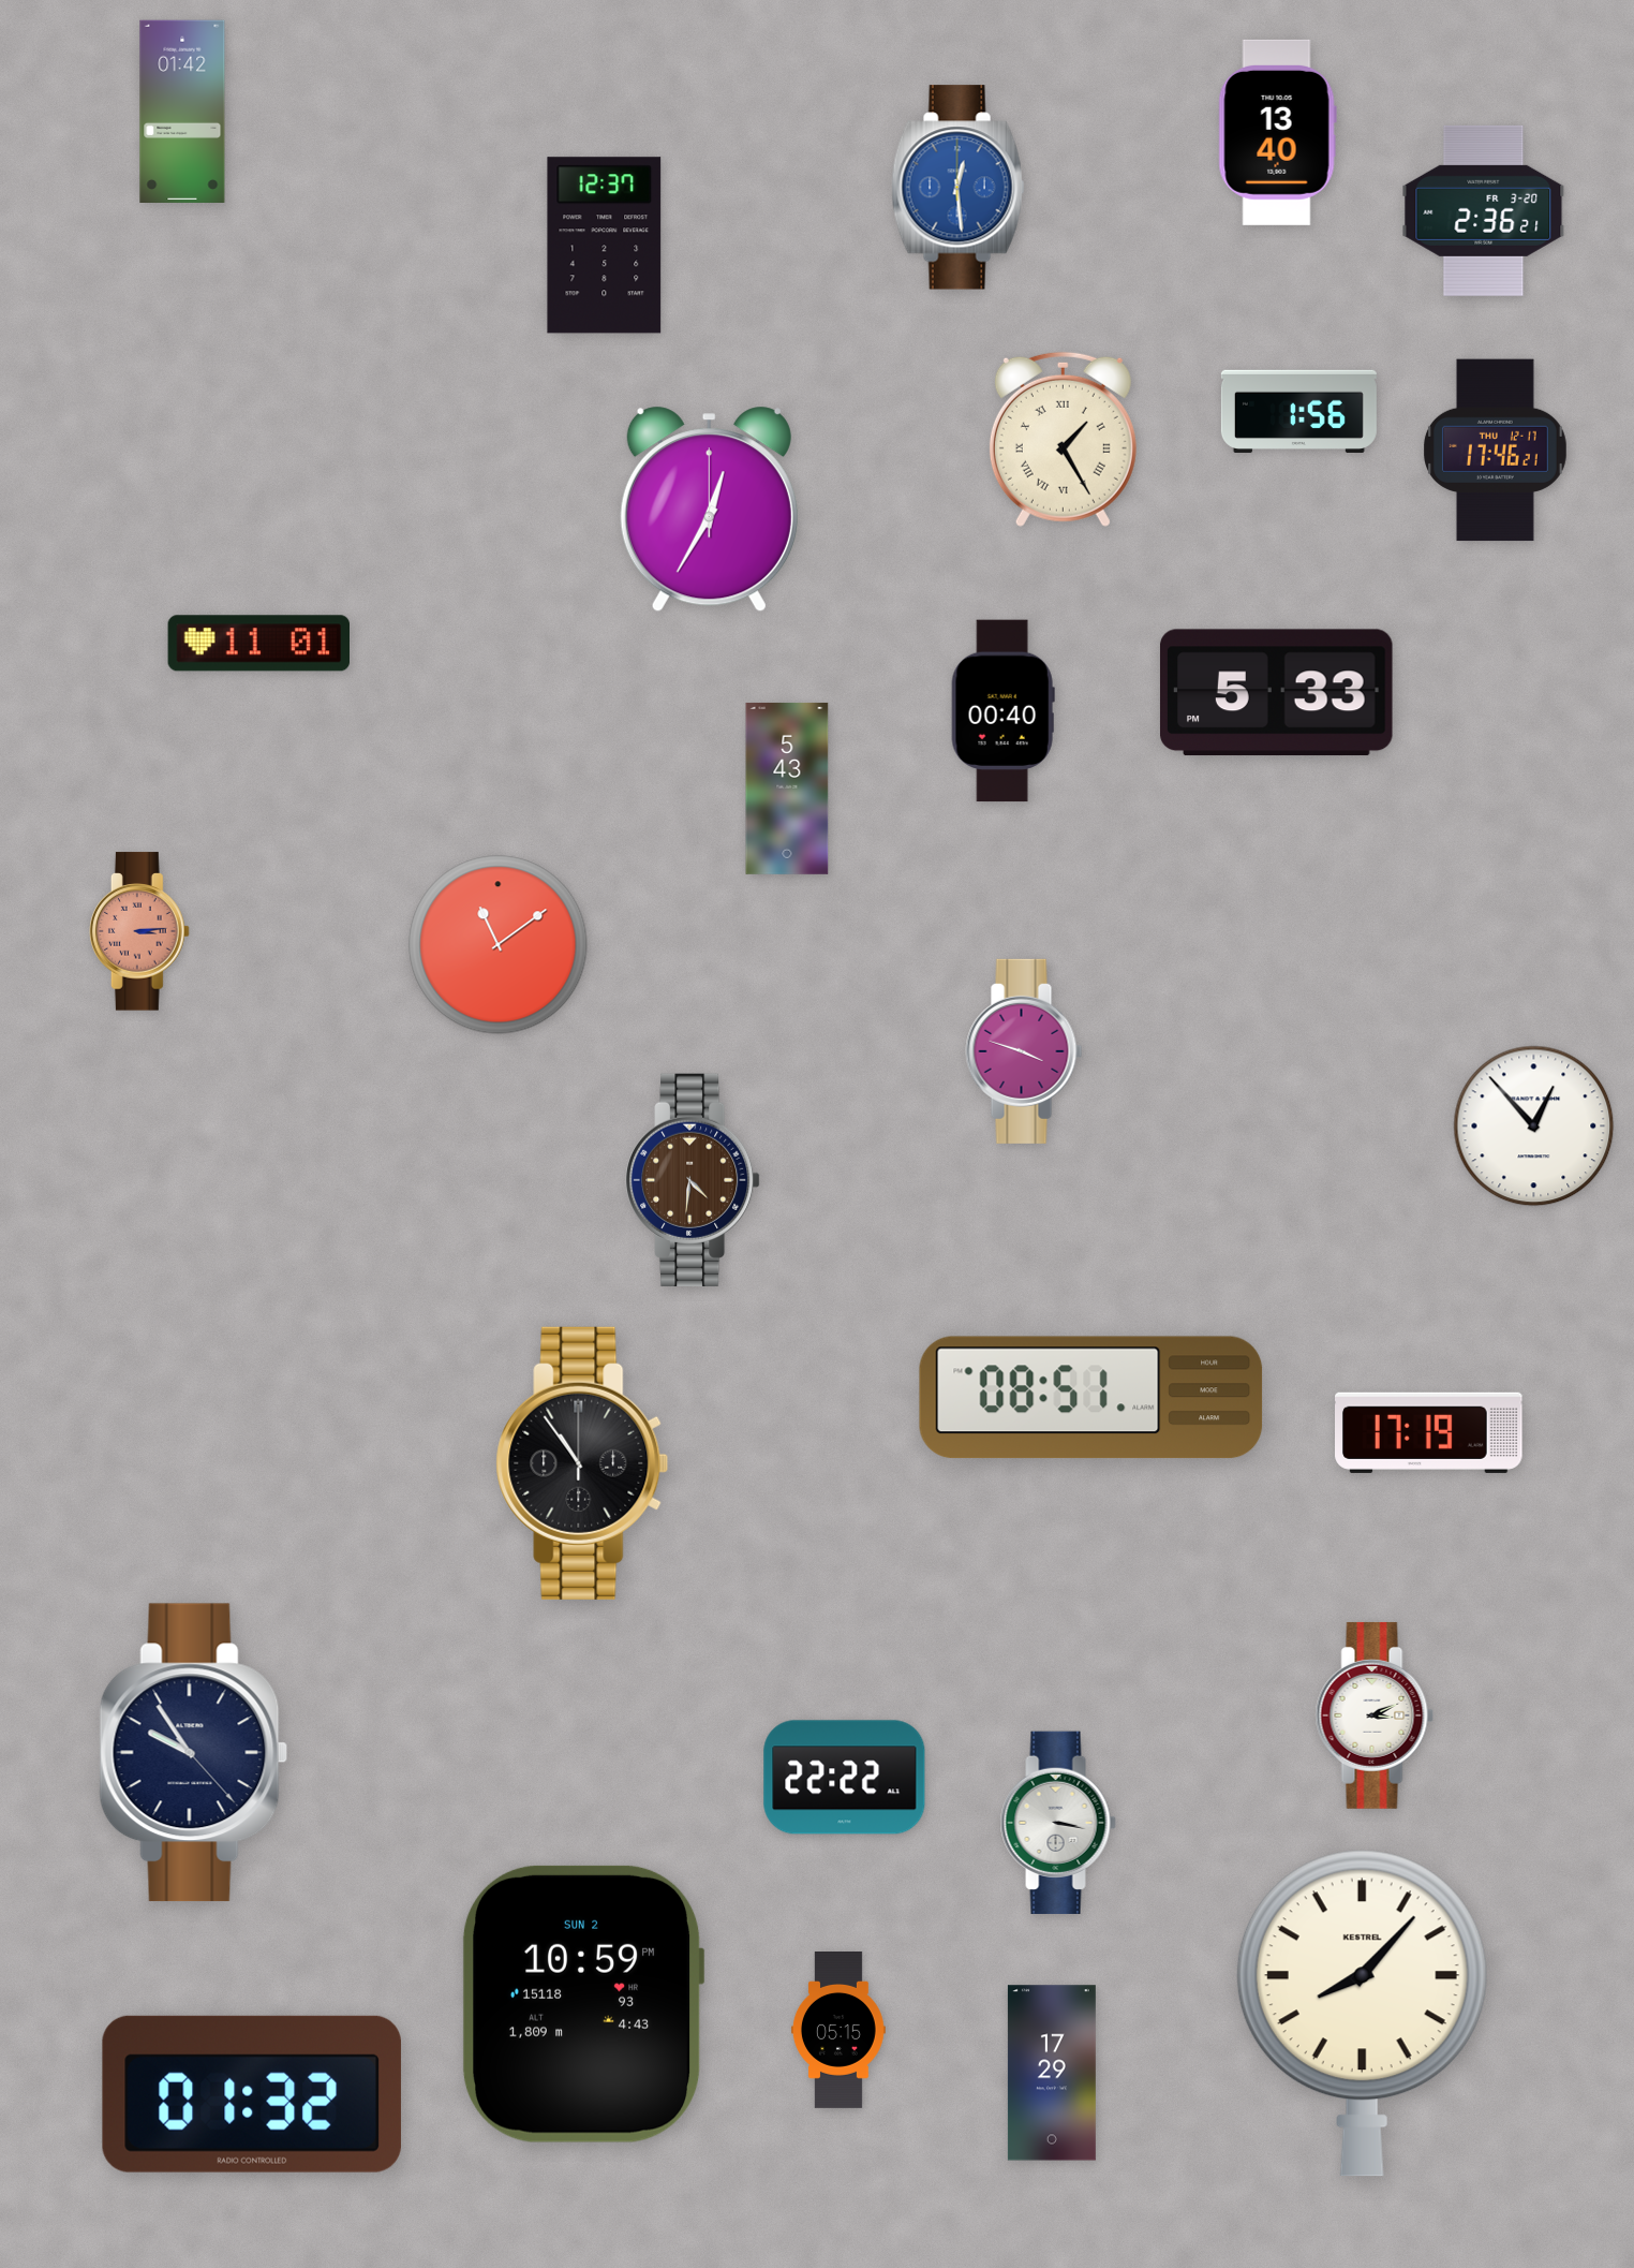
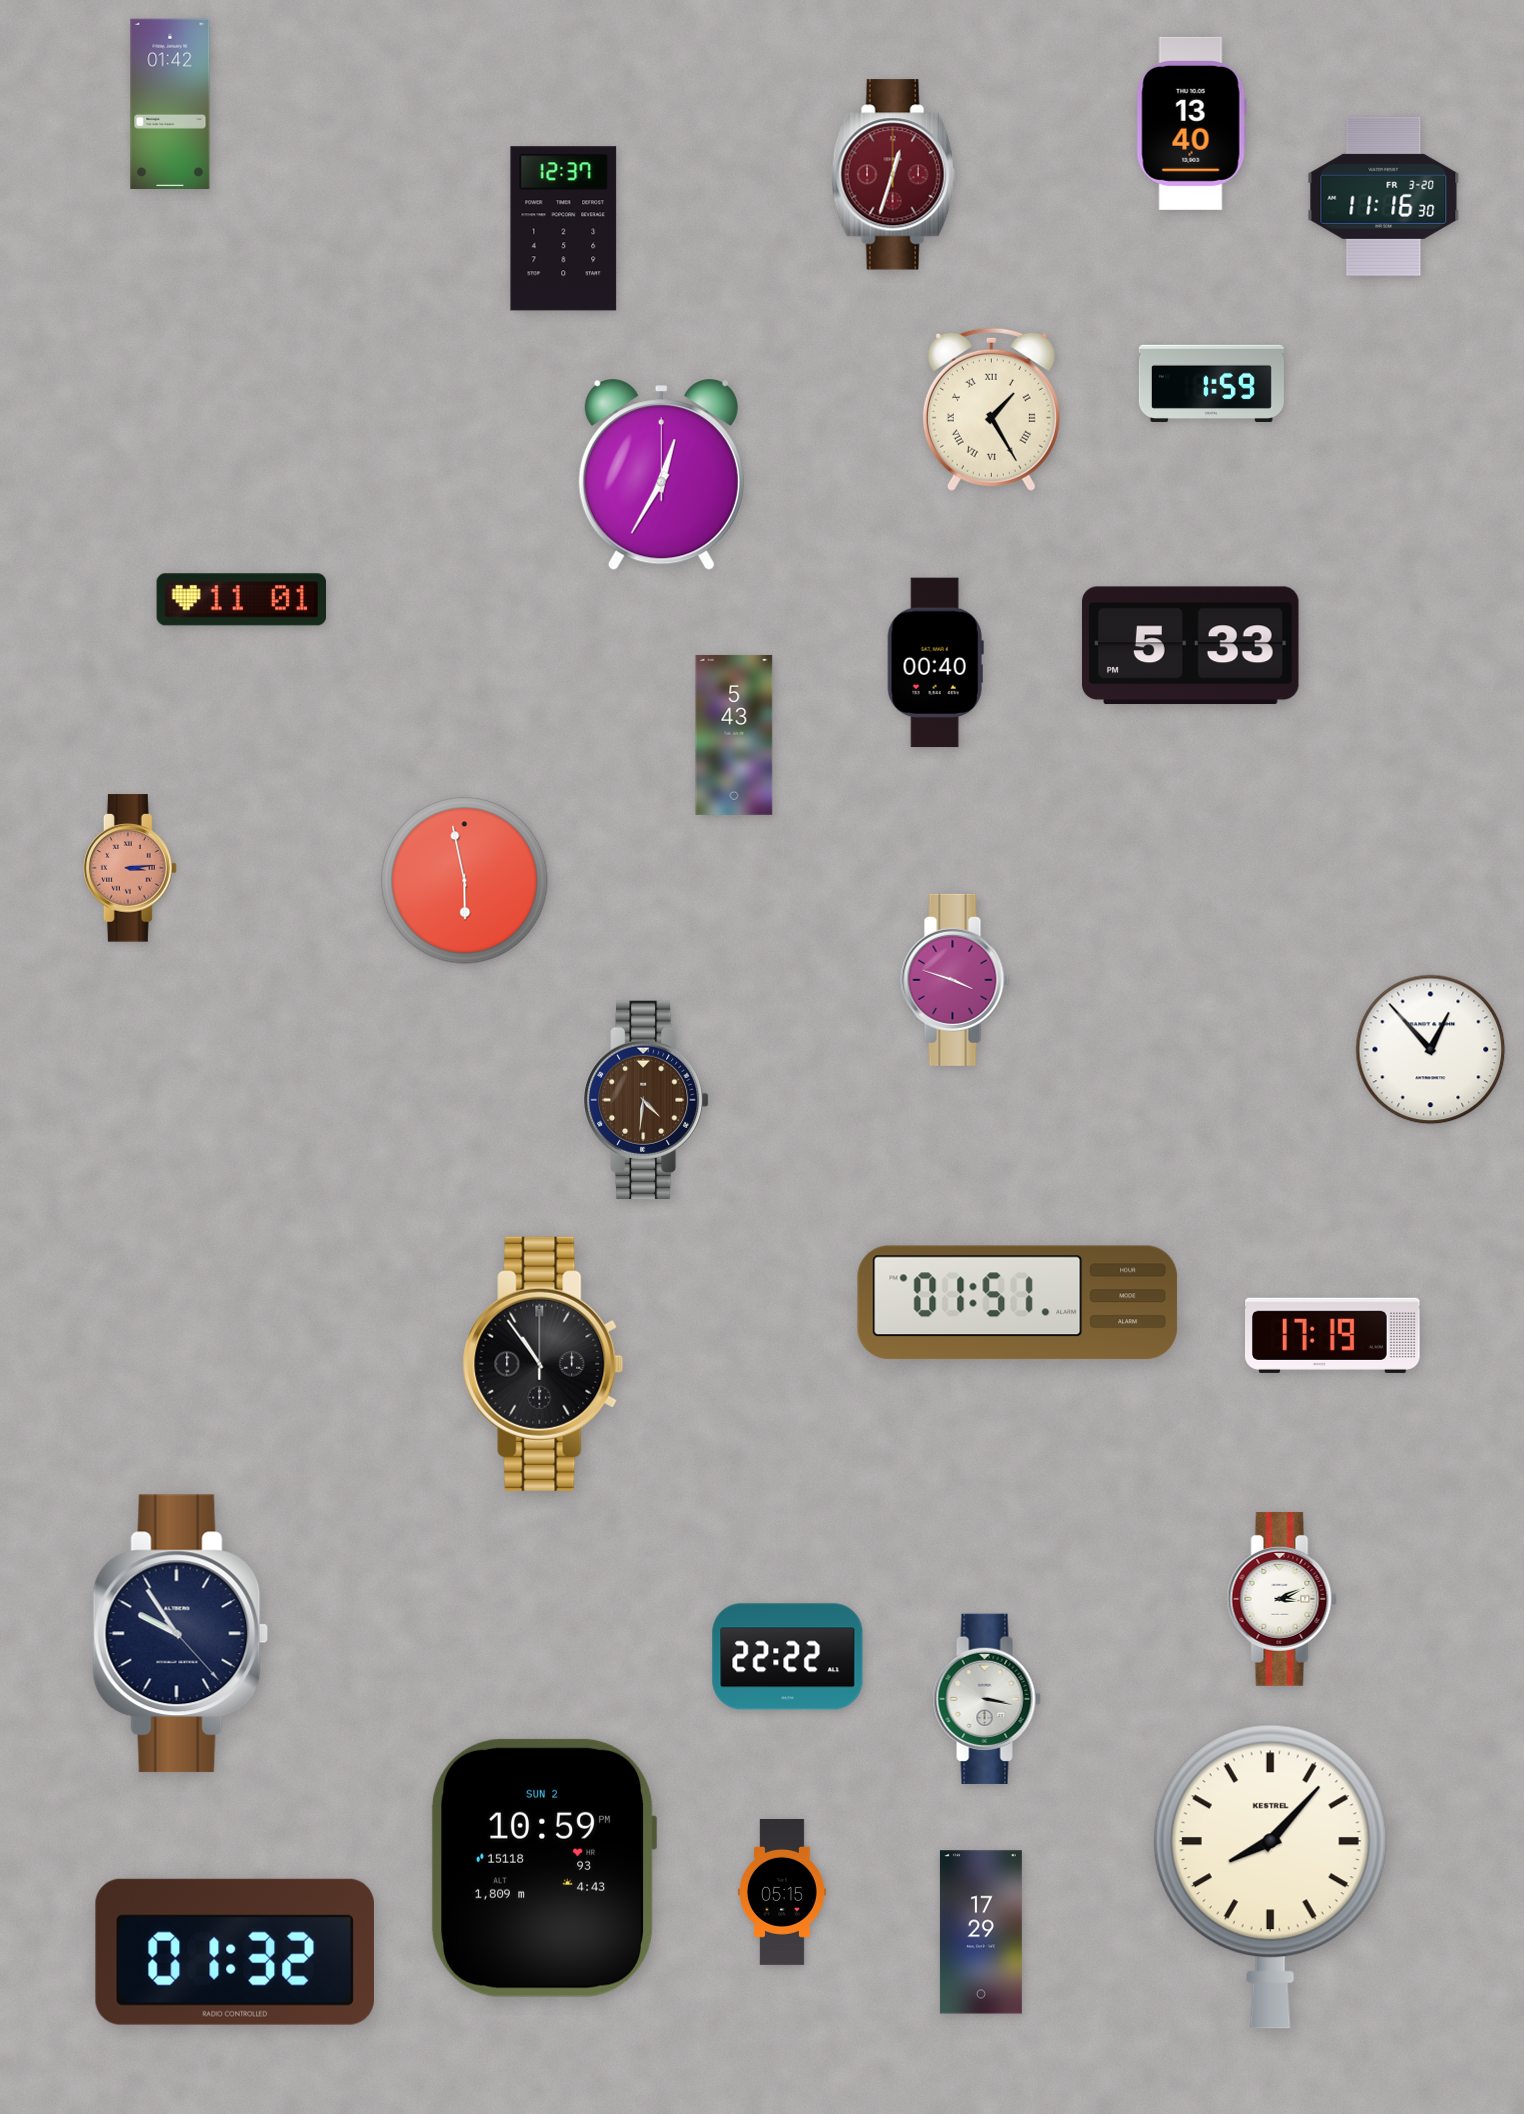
clock at (959, 188): 12:29 -> 12:33
clock at (959, 188) dial: blue -> burgundy
clock at (1484, 210): 2:36 -> 11:16
clock at (1298, 411): 1:56 -> 1:59
clock at (1496, 451): 17:46 -> none
clock at (499, 945): 11:09 -> 5:58
clock at (1091, 1398): 08:51 -> 01:51
